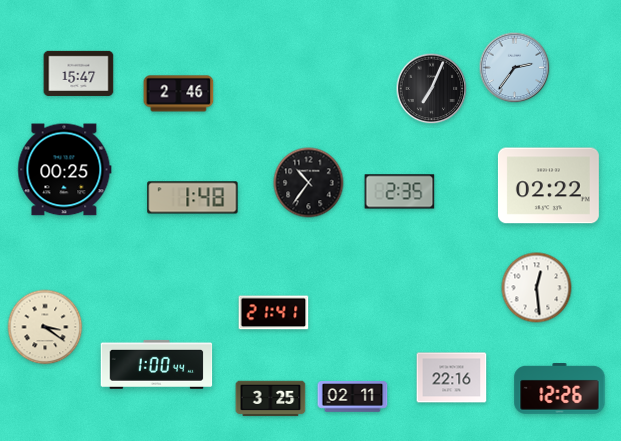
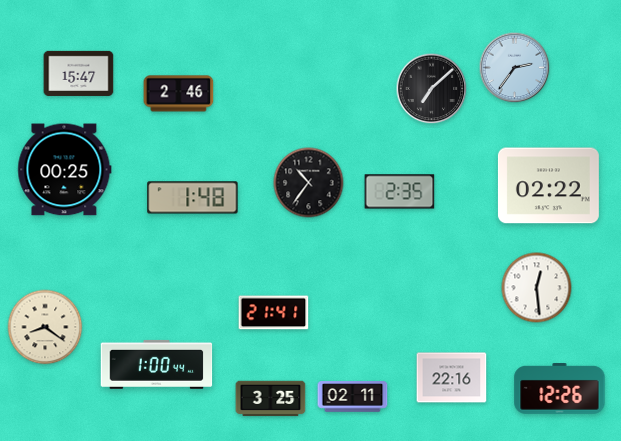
clock at (432, 89): 7:04 -> 7:08
clock at (45, 327): 3:21 -> 8:21
